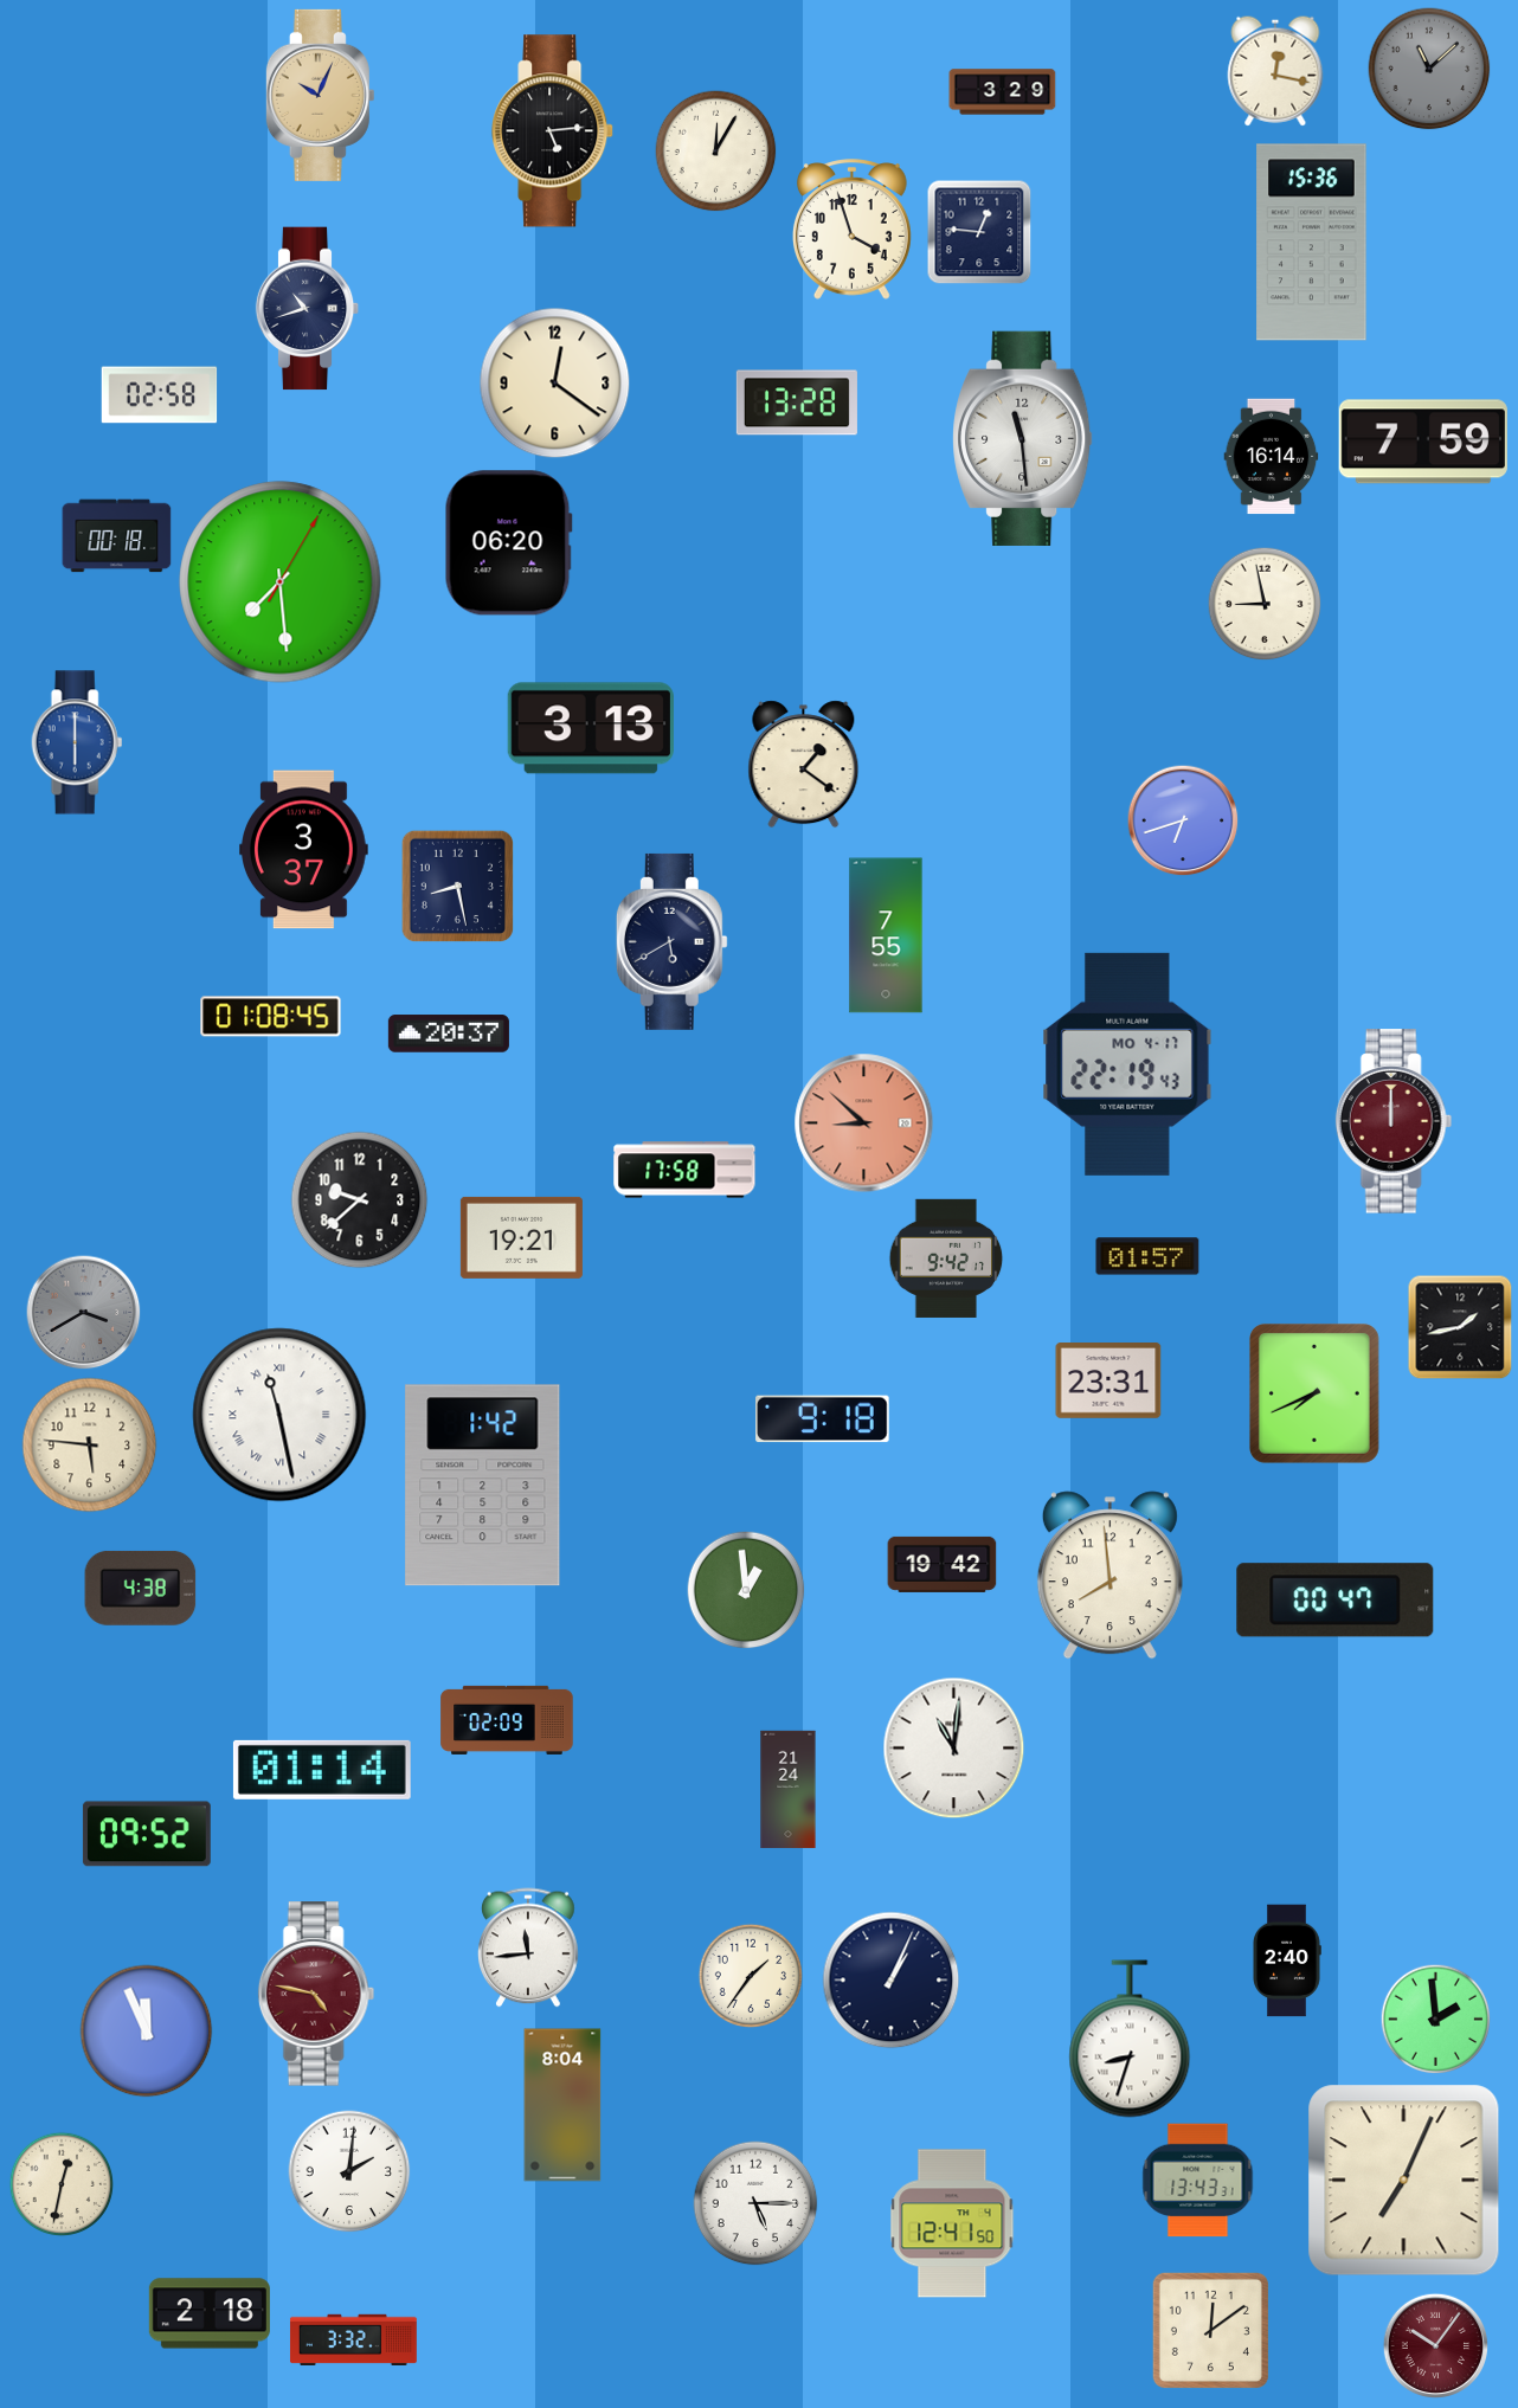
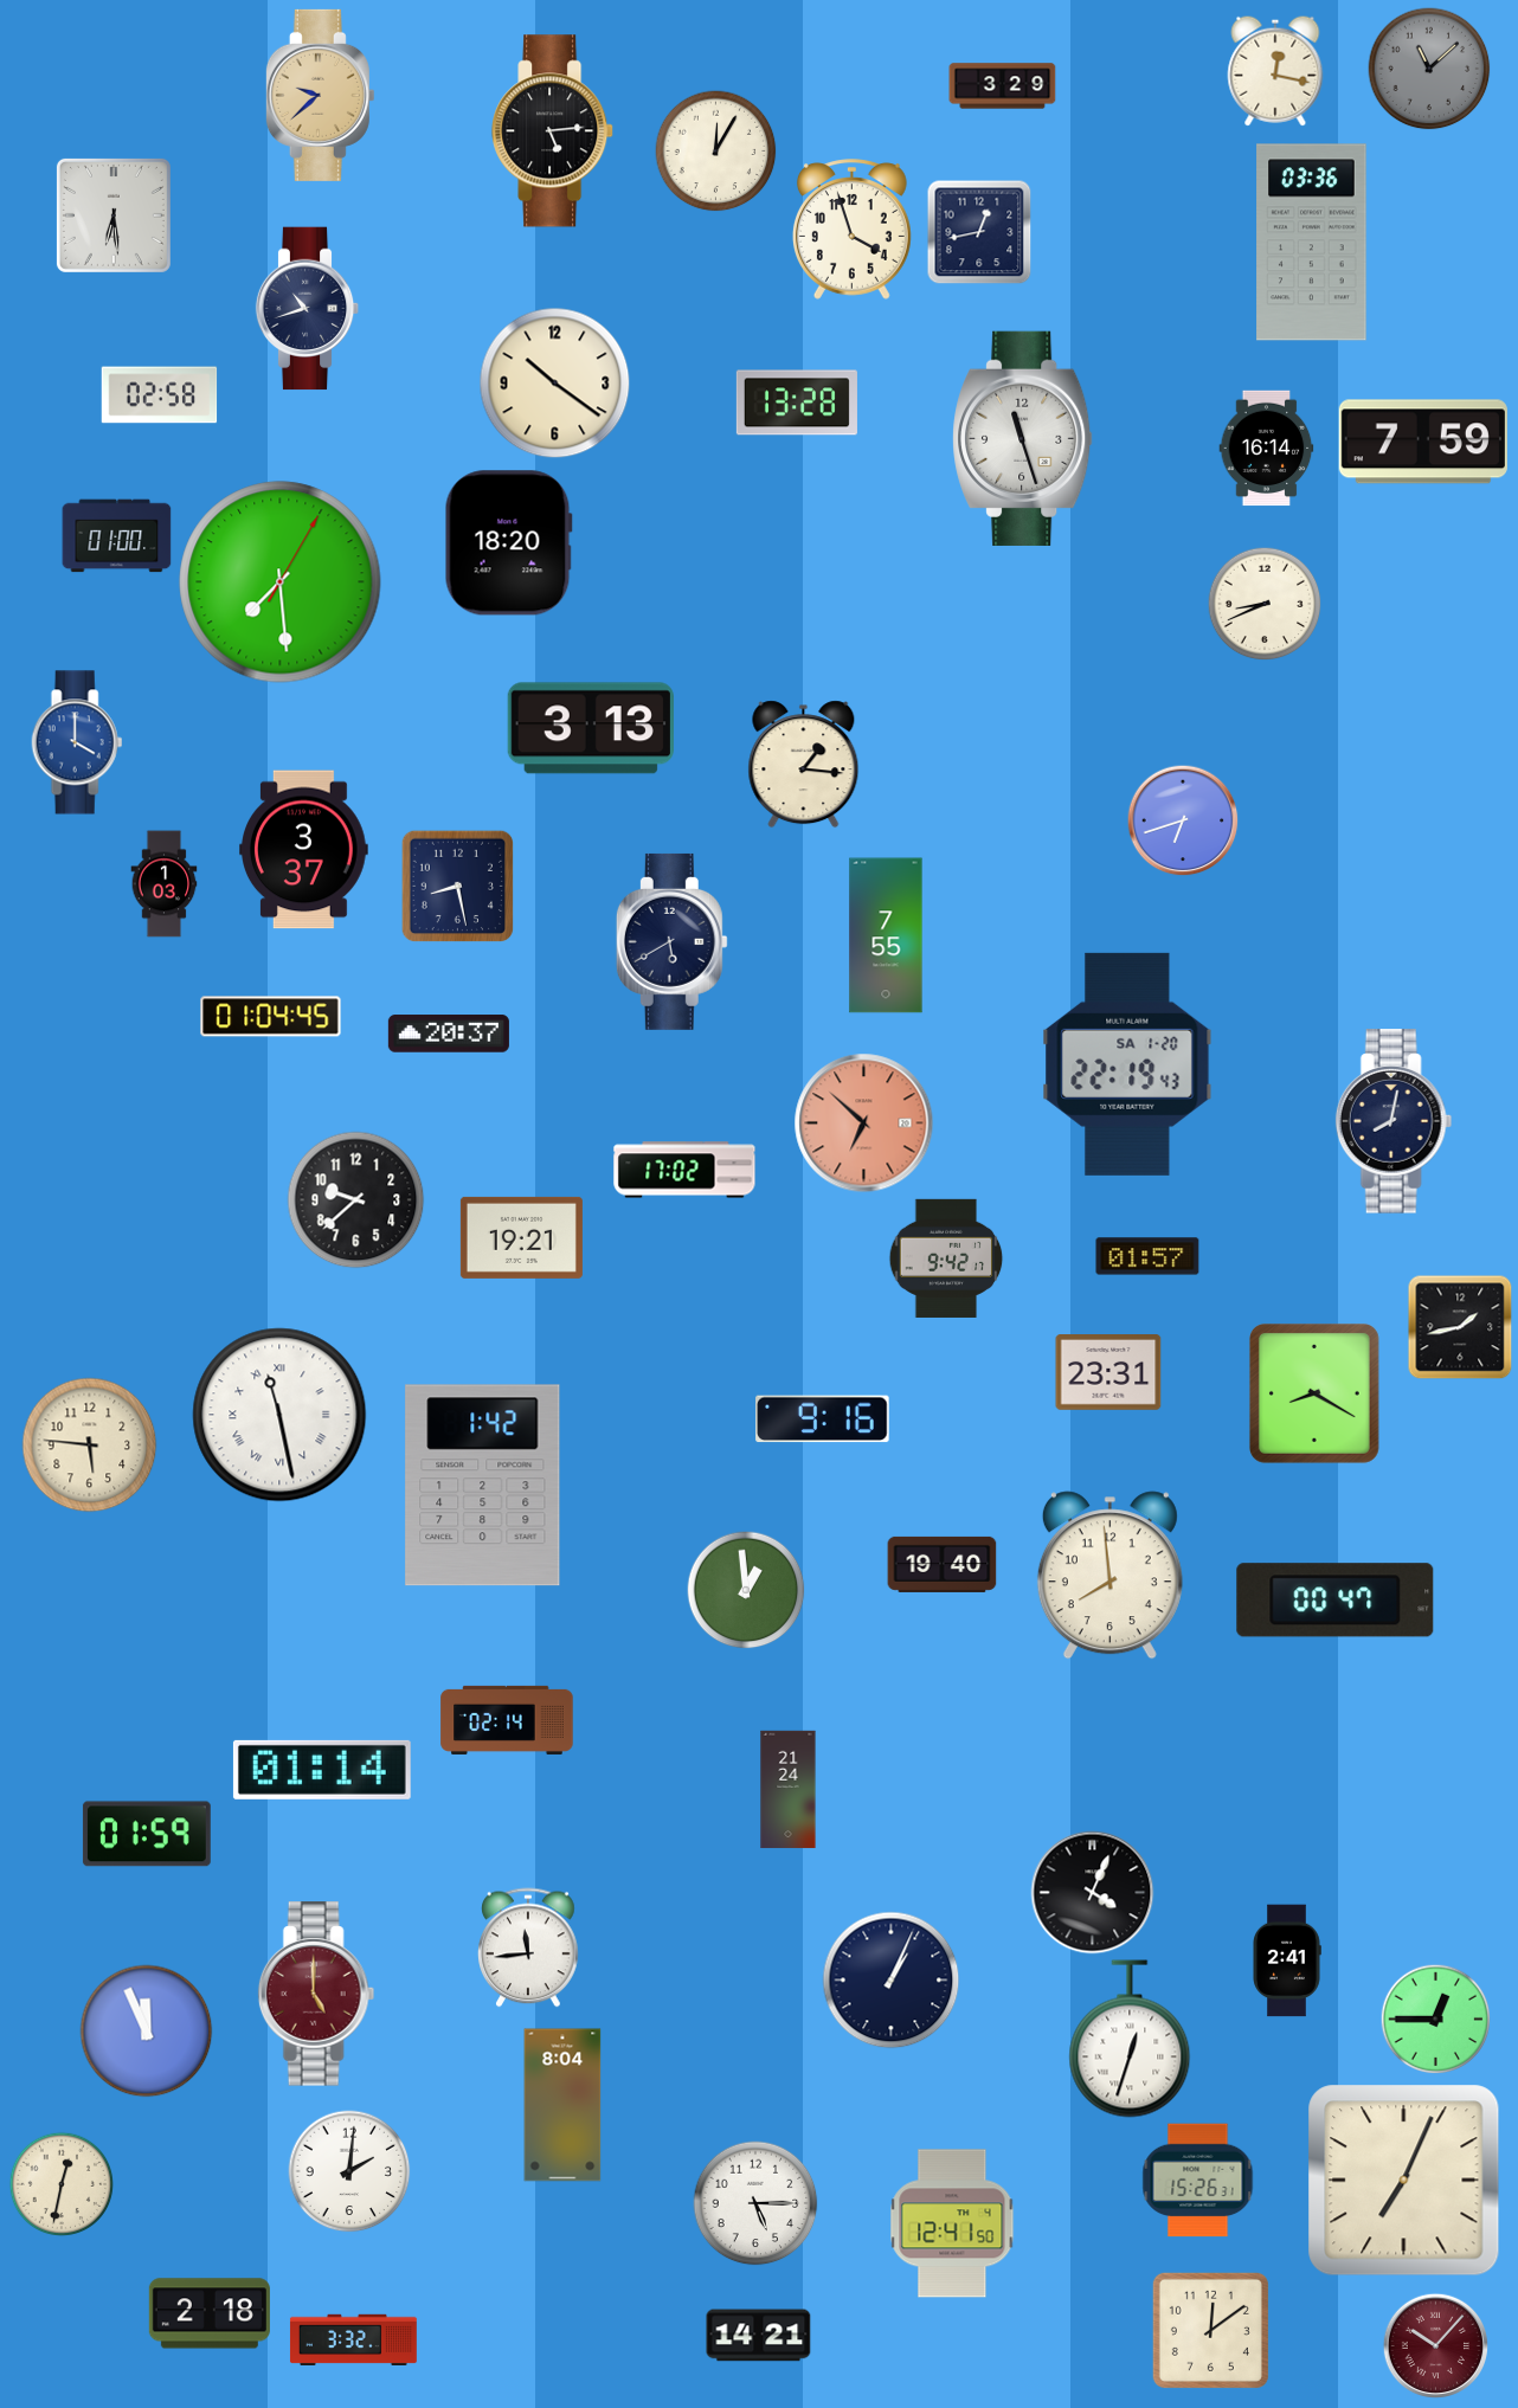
clock at (1003, 92) position: (1003, 92) -> (1003, 86)
clock at (320, 95): 10:04 -> 9:38
clock at (114, 215): none -> 6:29
clock at (979, 232): 12:46 -> 12:43
clock at (1312, 243): 15:36 -> 03:36
clock at (555, 384): 12:21 -> 10:21
clock at (1023, 438): 11:29 -> 11:27
clock at (1272, 457) position: (1272, 457) -> (1267, 449)
clock at (117, 536): 00:18 -> 01:00
clock at (508, 543): 06:20 -> 18:20
clock at (1265, 604): 8:58 -> 8:41
clock at (77, 742): 6:00 -> 4:00
clock at (804, 765): 1:21 -> 1:16
clock at (165, 884): none -> 1:03
clock at (271, 1017): 01:08 -> 01:04
clock at (1127, 1064) date: MO 4-17 -> SA 1-20
clock at (1394, 1121): 12:00 -> 8:02
clock at (1394, 1121) dial: burgundy -> navy
clock at (864, 1123): 8:52 -> 6:52
clock at (684, 1170): 17:58 -> 17:02
clock at (360, 1200) position: (360, 1200) -> (356, 1200)
clock at (84, 1313): 3:40 -> none
clock at (1108, 1382) position: (1108, 1382) -> (1108, 1373)
clock at (1314, 1393): 7:41 -> 8:20
clock at (823, 1419): 9:18 -> 9:16
clock at (943, 1564): 19:42 -> 19:40
clock at (141, 1588): 4:38 -> none
clock at (507, 1720): 02:09 -> 02:14
clock at (954, 1749): 11:01 -> none
clock at (147, 1834): 09:52 -> 01:59
clock at (1093, 1893): none -> 4:04
clock at (1287, 1960): 2:40 -> 2:41
clock at (751, 1976): 1:36 -> none
clock at (316, 1994): 4:47 -> 5:00
clock at (1435, 2019): 1:59 -> 12:45
clock at (1130, 2039): 8:33 -> 12:33
clock at (1198, 2181): 13:43 -> 15:26
clock at (759, 2336): none -> 14:21
clock at (1435, 2345): 10:06 -> 10:07
